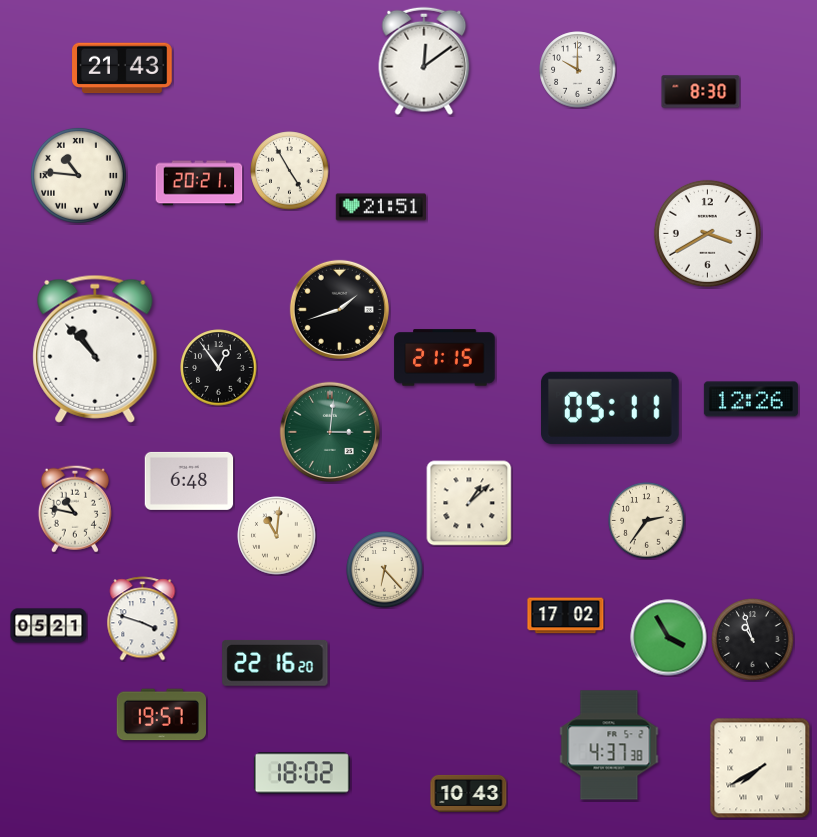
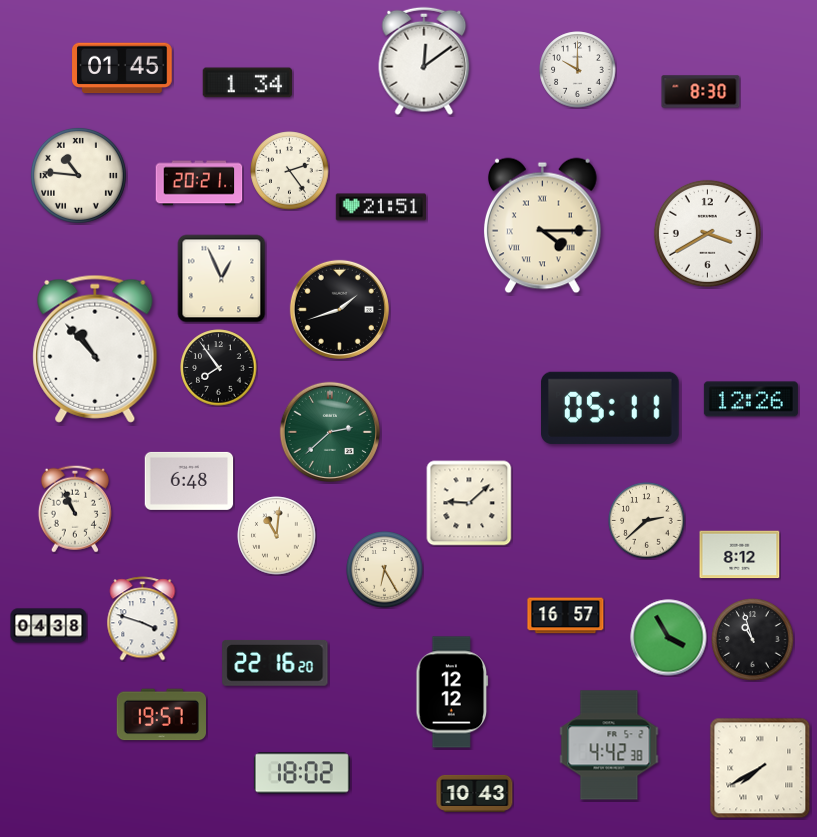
clock at (122, 68): 21:43 -> 01:45
clock at (247, 83): none -> 1:34
clock at (290, 171): 4:55 -> 2:24
clock at (542, 226): none -> 4:15
clock at (222, 279): none -> 12:56
clock at (445, 358): 21:15 -> none
clock at (219, 368): 12:54 -> 7:54
clock at (330, 432): 3:01 -> 2:38
clock at (469, 503): 1:08 -> 9:08
clock at (75, 509): 10:47 -> 10:56
clock at (647, 521): 2:36 -> 2:38
clock at (740, 555): none -> 8:12
clock at (385, 570): 6:23 -> 6:25
clock at (566, 616): 17:02 -> 16:57
clock at (49, 626): 05:21 -> 04:38
clock at (452, 692): none -> 12:12
clock at (609, 745): 4:37 -> 4:42
clock at (469, 793) position: (469, 793) -> (475, 793)
